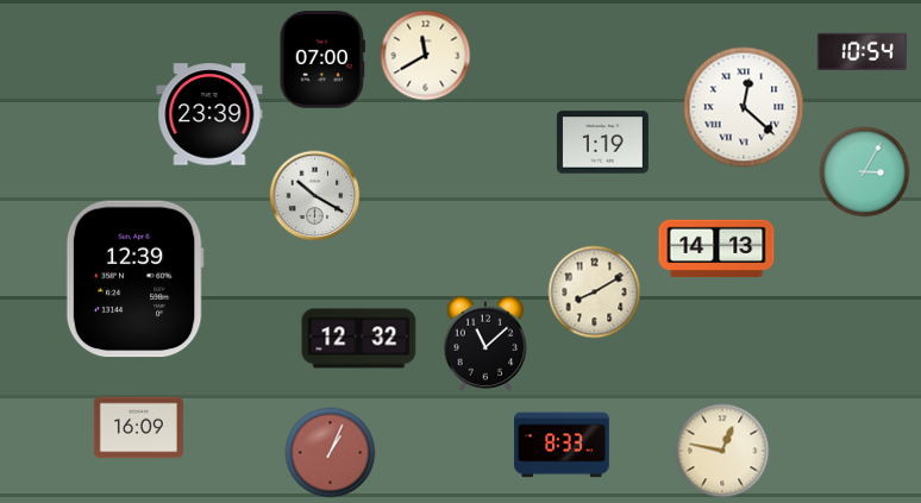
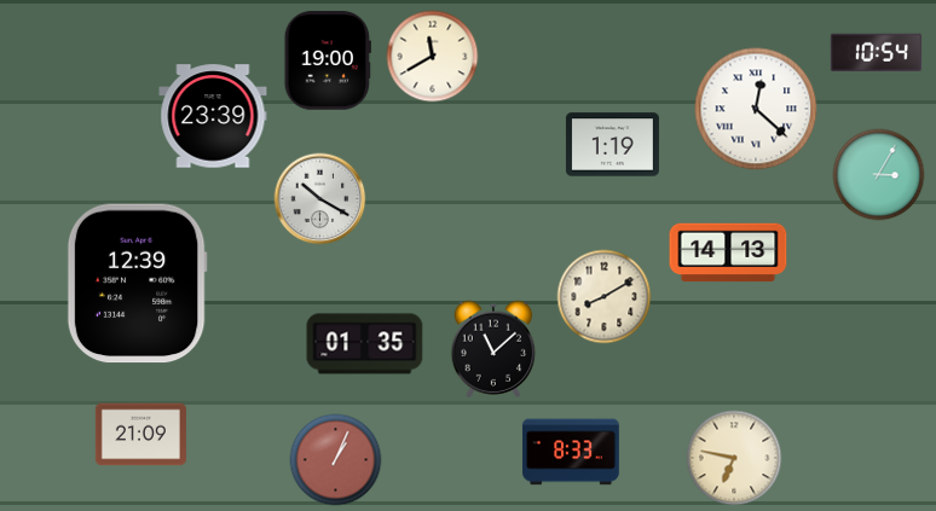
clock at (322, 59): 07:00 -> 19:00
clock at (359, 339): 12:32 -> 01:35
clock at (138, 428): 16:09 -> 21:09
clock at (722, 451): 12:47 -> 6:47
